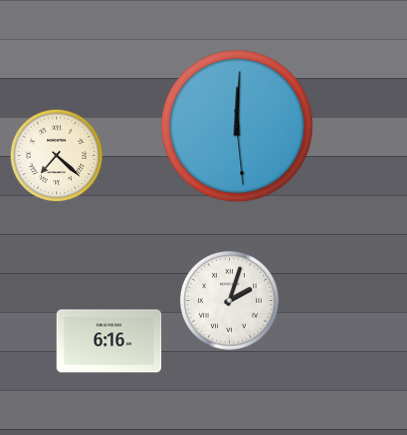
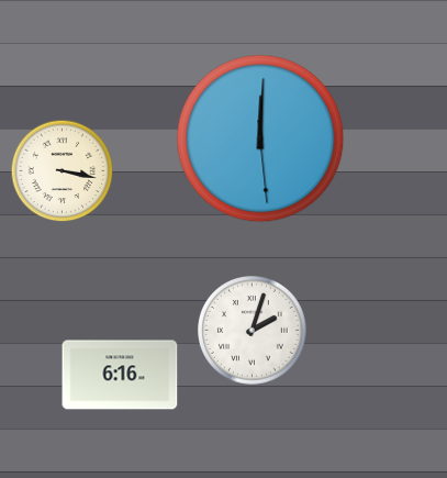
clock at (57, 156): 7:22 -> 3:17
